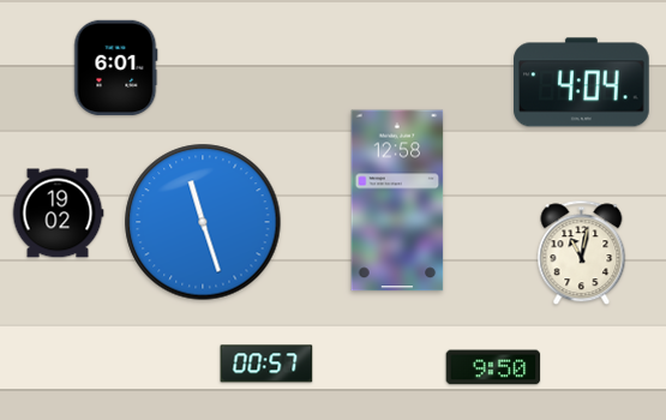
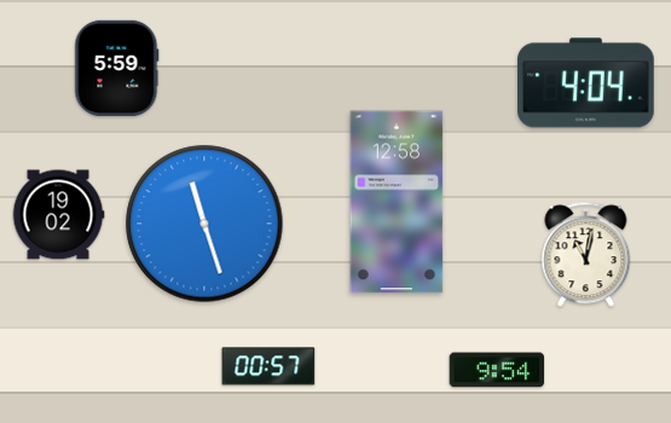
clock at (116, 68): 6:01 -> 5:59
clock at (397, 200) position: (397, 200) -> (397, 202)
clock at (493, 367): 9:50 -> 9:54
